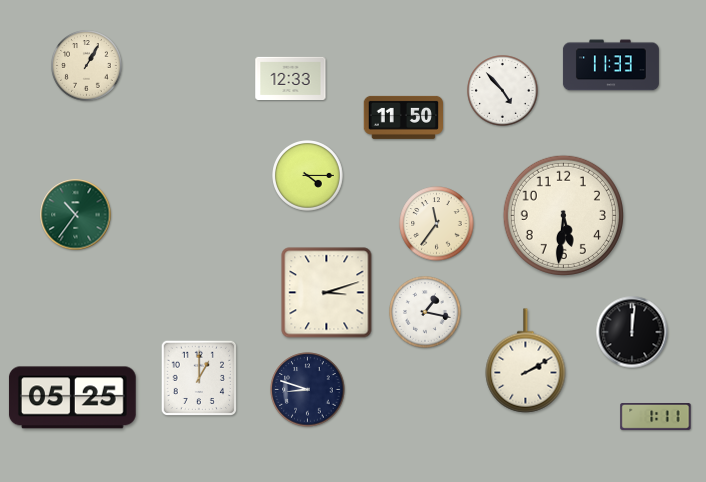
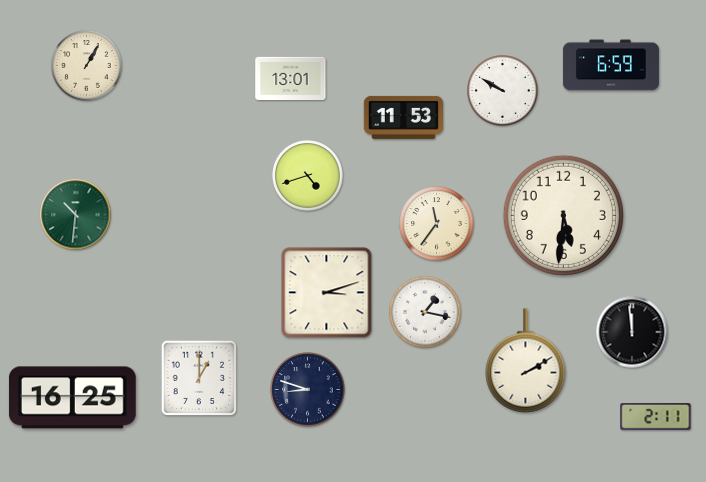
clock at (611, 65): 11:33 -> 6:59
clock at (291, 79): 12:33 -> 13:01
clock at (503, 91): 4:53 -> 9:50
clock at (404, 117): 11:50 -> 11:53
clock at (308, 176): 4:15 -> 4:42
clock at (76, 215): 10:36 -> 10:31
clock at (632, 332): 12:01 -> 11:59
clock at (72, 398): 05:25 -> 16:25
clock at (656, 417): 1:11 -> 2:11
